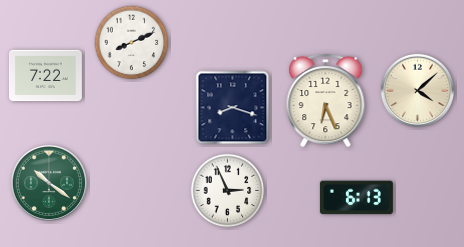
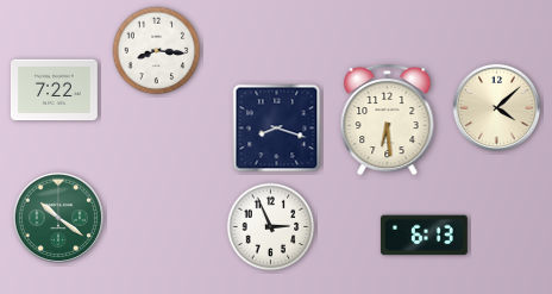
clock at (132, 43): 8:11 -> 8:16
clock at (326, 100): 6:26 -> 6:29
